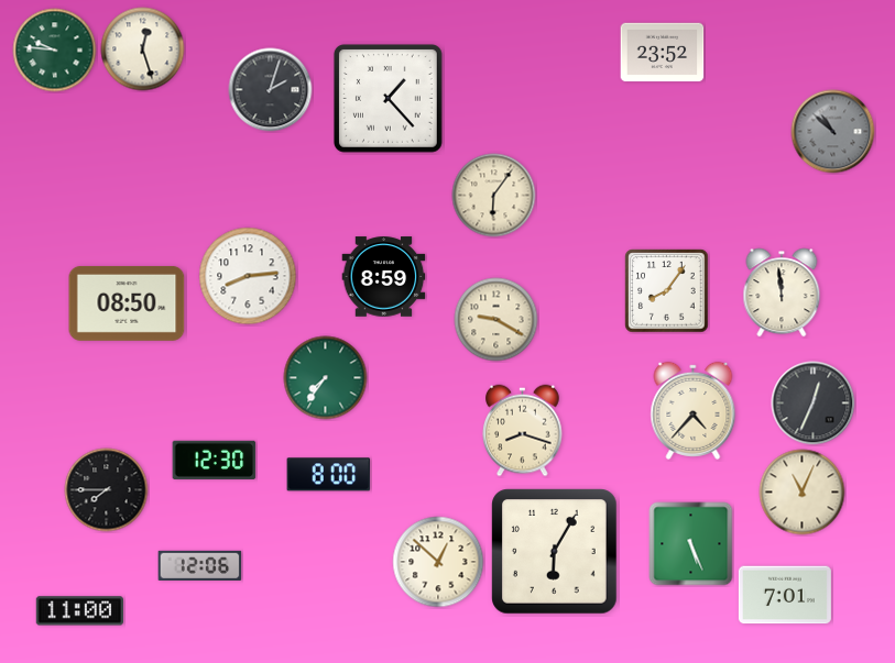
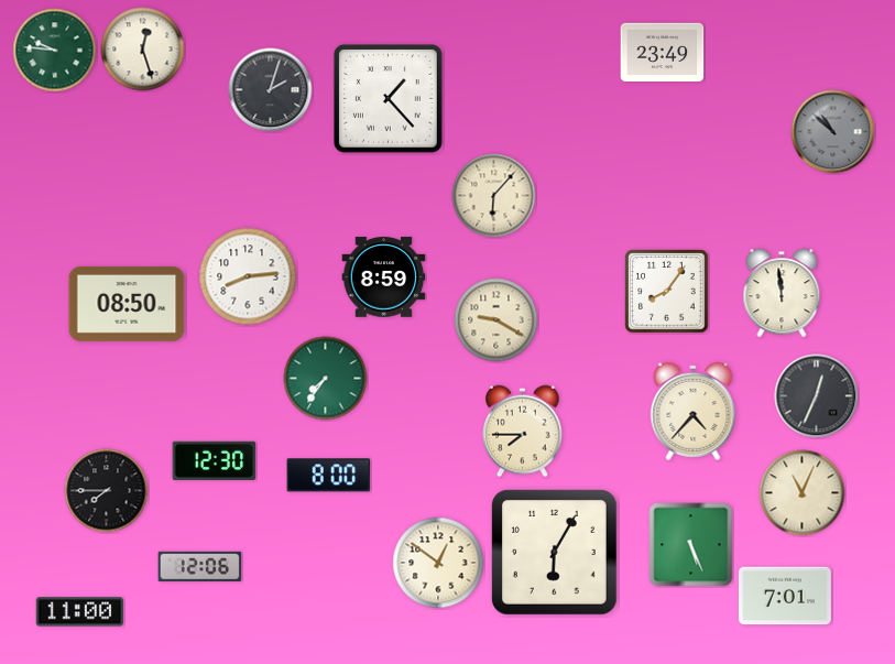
clock at (663, 53): 23:52 -> 23:49
clock at (494, 196): 6:06 -> 6:07
clock at (814, 404) position: (814, 404) -> (817, 396)
clock at (523, 431): 8:18 -> 7:45
clock at (438, 562): 12:52 -> 12:51
